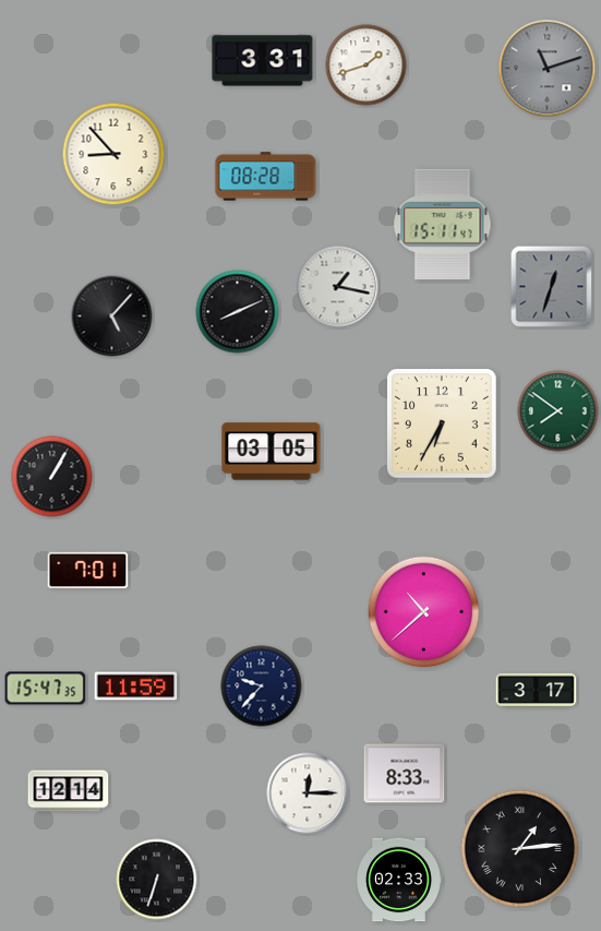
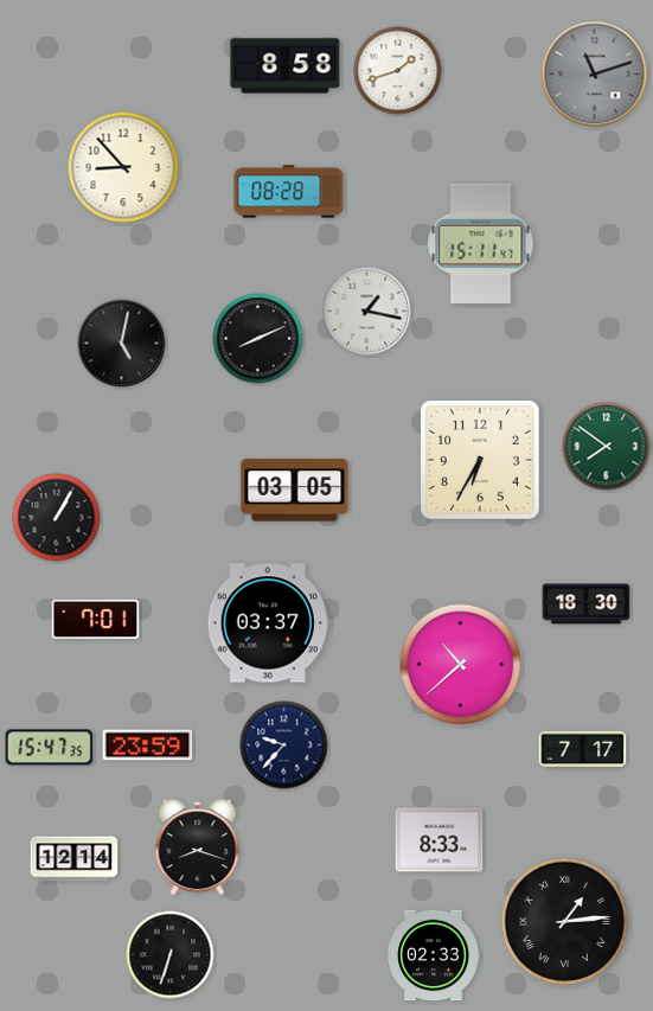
clock at (263, 61): 3:31 -> 8:58
clock at (552, 287): 12:33 -> none
clock at (112, 317): 5:07 -> 5:02
clock at (587, 604): none -> 18:30
clock at (268, 623): none -> 03:37
clock at (136, 687): 11:59 -> 23:59
clock at (537, 690): 3:17 -> 7:17
clock at (198, 847): none -> 8:18
clock at (308, 793): 12:15 -> none
